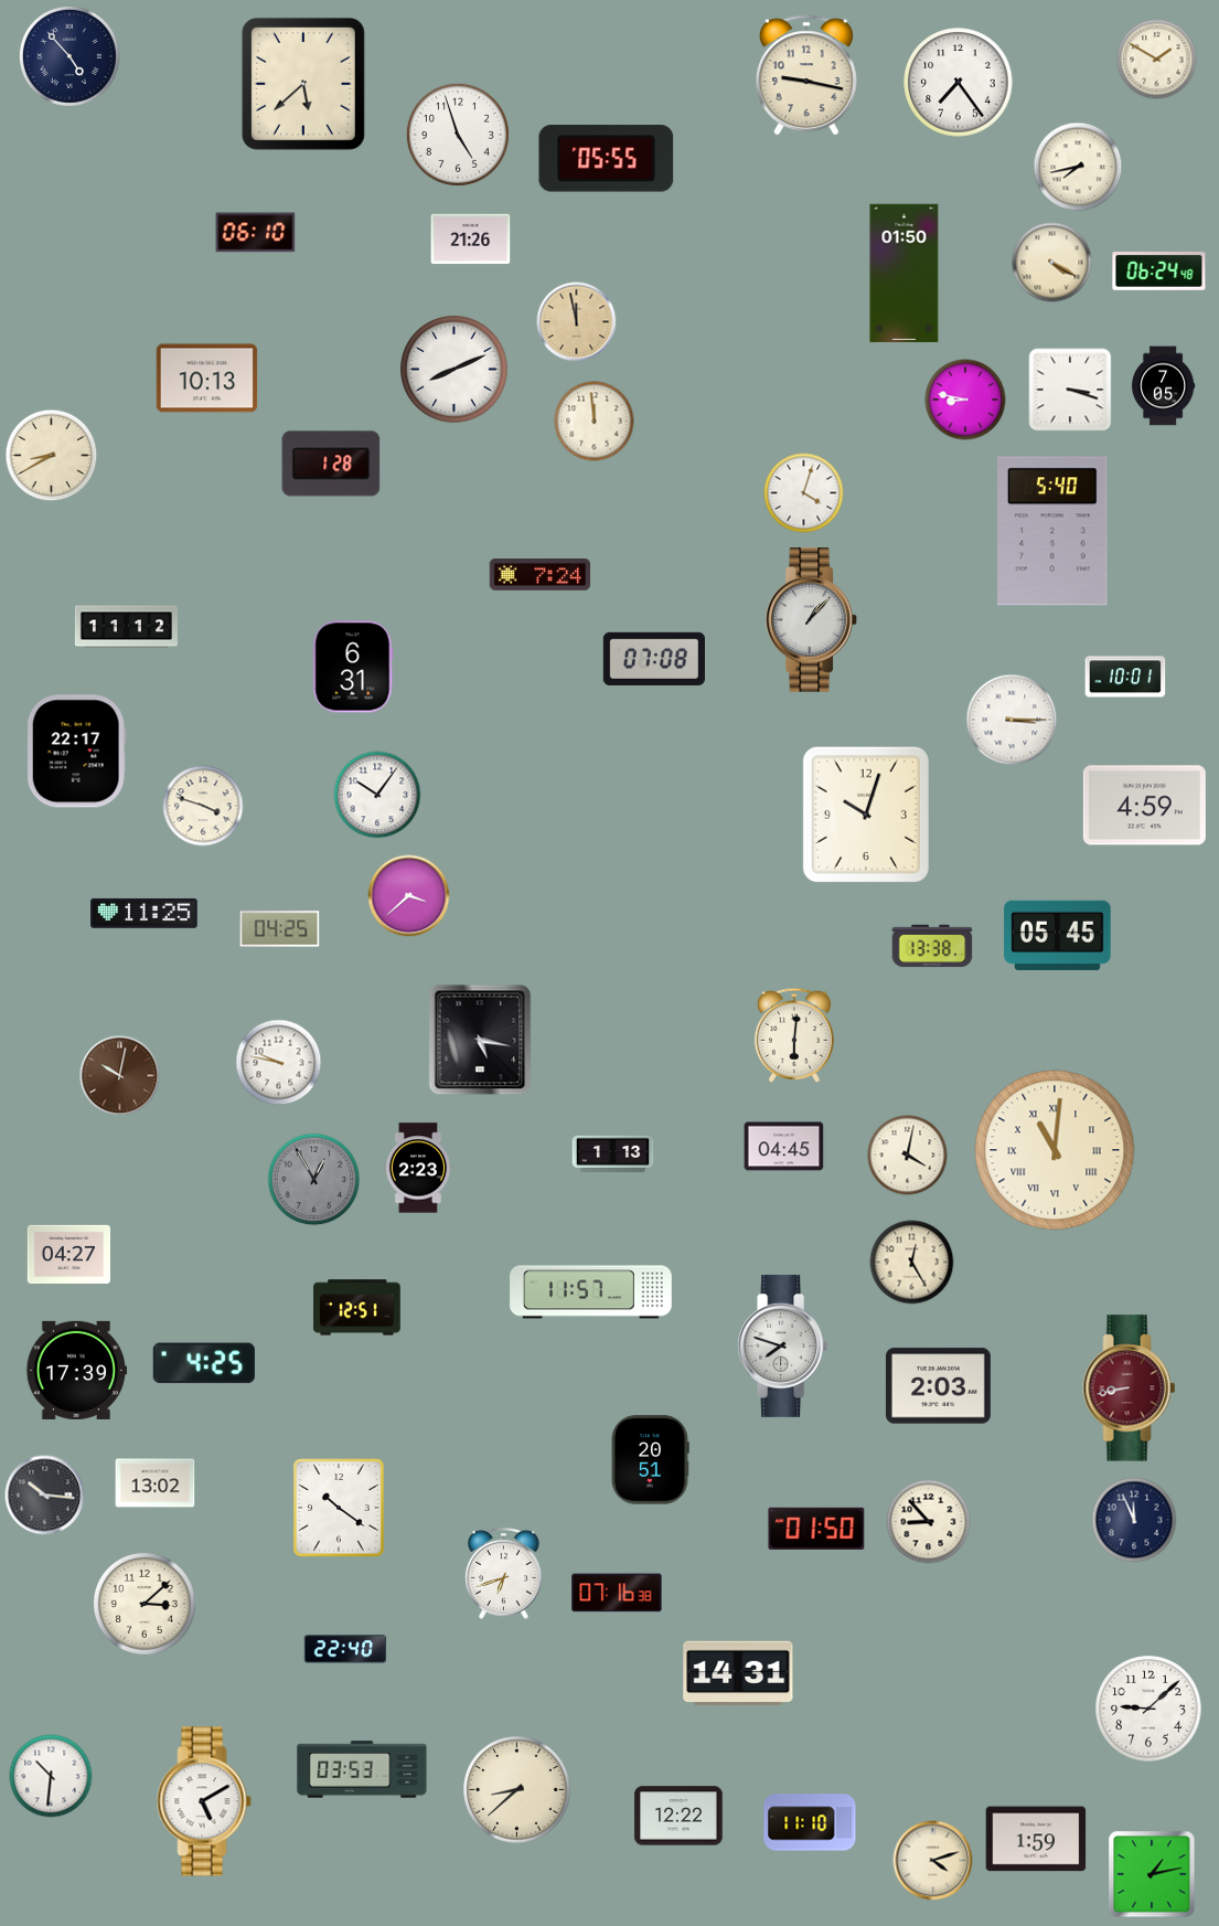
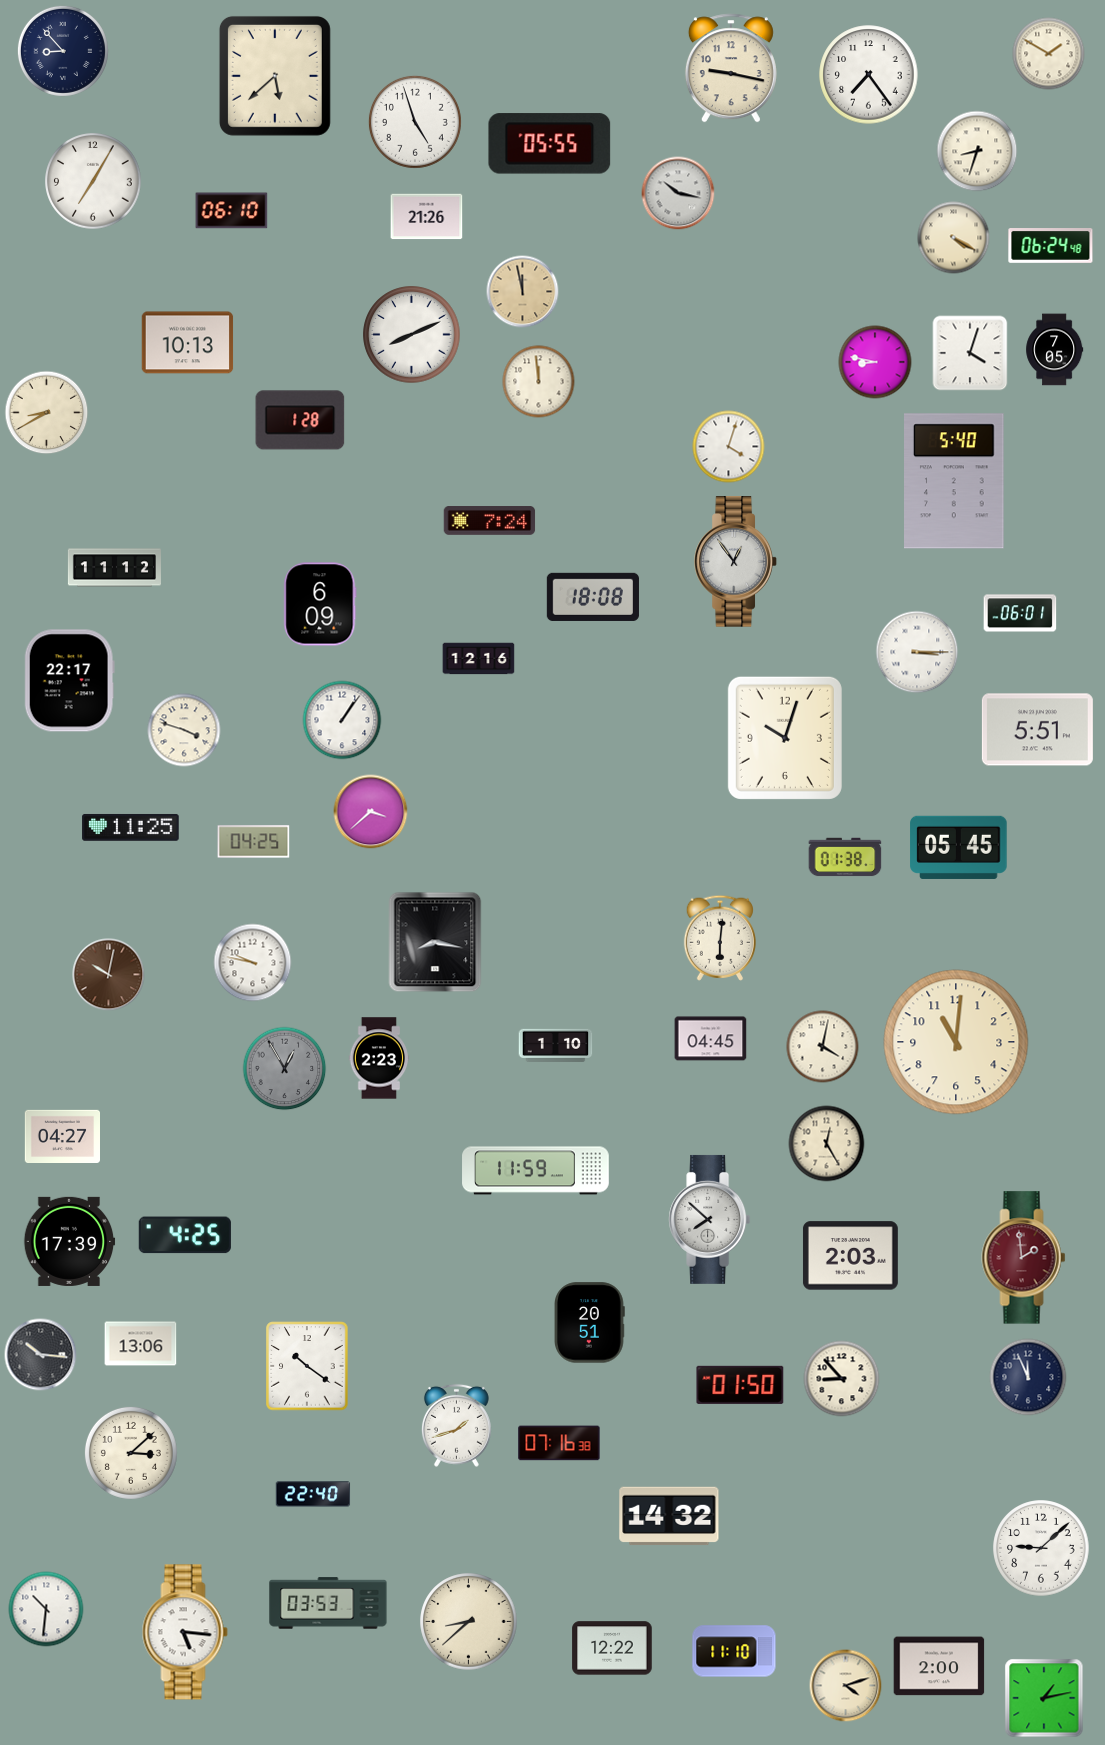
clock at (69, 56): 4:53 -> 8:53
clock at (1078, 167): 7:43 -> 8:33
clock at (93, 181): none -> 7:05
clock at (678, 193): none -> 10:17
clock at (905, 274): 01:50 -> none
clock at (1070, 390): 3:18 -> 4:03
clock at (812, 620): 1:07 -> 12:54
clock at (654, 659): 07:08 -> 18:08
clock at (353, 667): 6:31 -> 6:09
clock at (1125, 677): 10:01 -> 06:01
clock at (479, 659): none -> 12:16
clock at (377, 795): 10:06 -> 1:06
clock at (1144, 806): 4:59 -> 5:51
clock at (932, 946): 13:38 -> 01:38
clock at (480, 1040): 5:17 -> 8:17
clock at (1055, 1150) numerals: Roman -> Arabic
clock at (613, 1153): 1:13 -> 1:10
clock at (591, 1292): 11:57 -> 11:59
clock at (357, 1308): 12:51 -> none
clock at (783, 1345): 7:48 -> 7:52
clock at (1130, 1388): 8:43 -> 1:59
clock at (156, 1483): 13:02 -> 13:06
clock at (503, 1573): 6:42 -> 1:42
clock at (738, 1673): 14:31 -> 14:32
clock at (204, 1801): 5:10 -> 5:16
clock at (678, 1816) position: (678, 1816) -> (612, 1648)
clock at (1036, 1839): 1:59 -> 2:00
